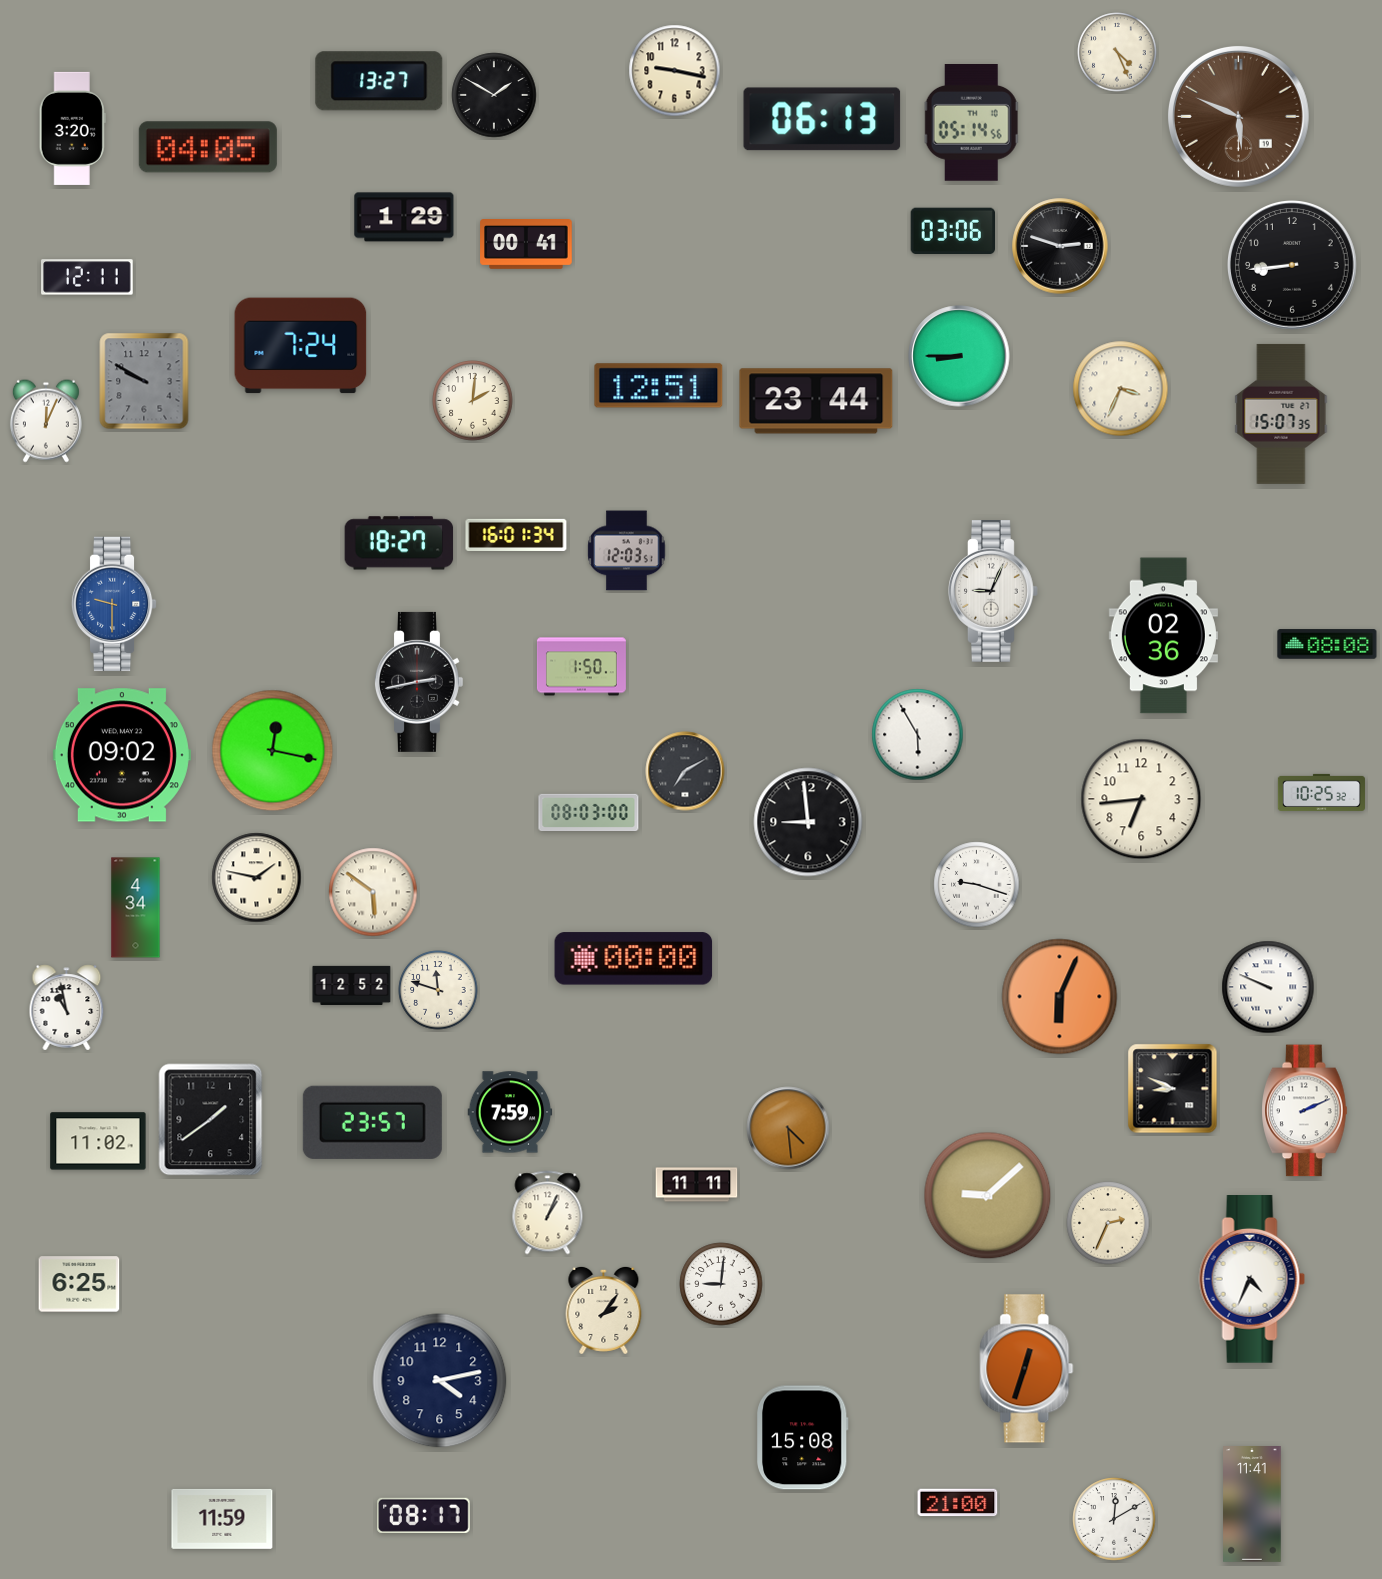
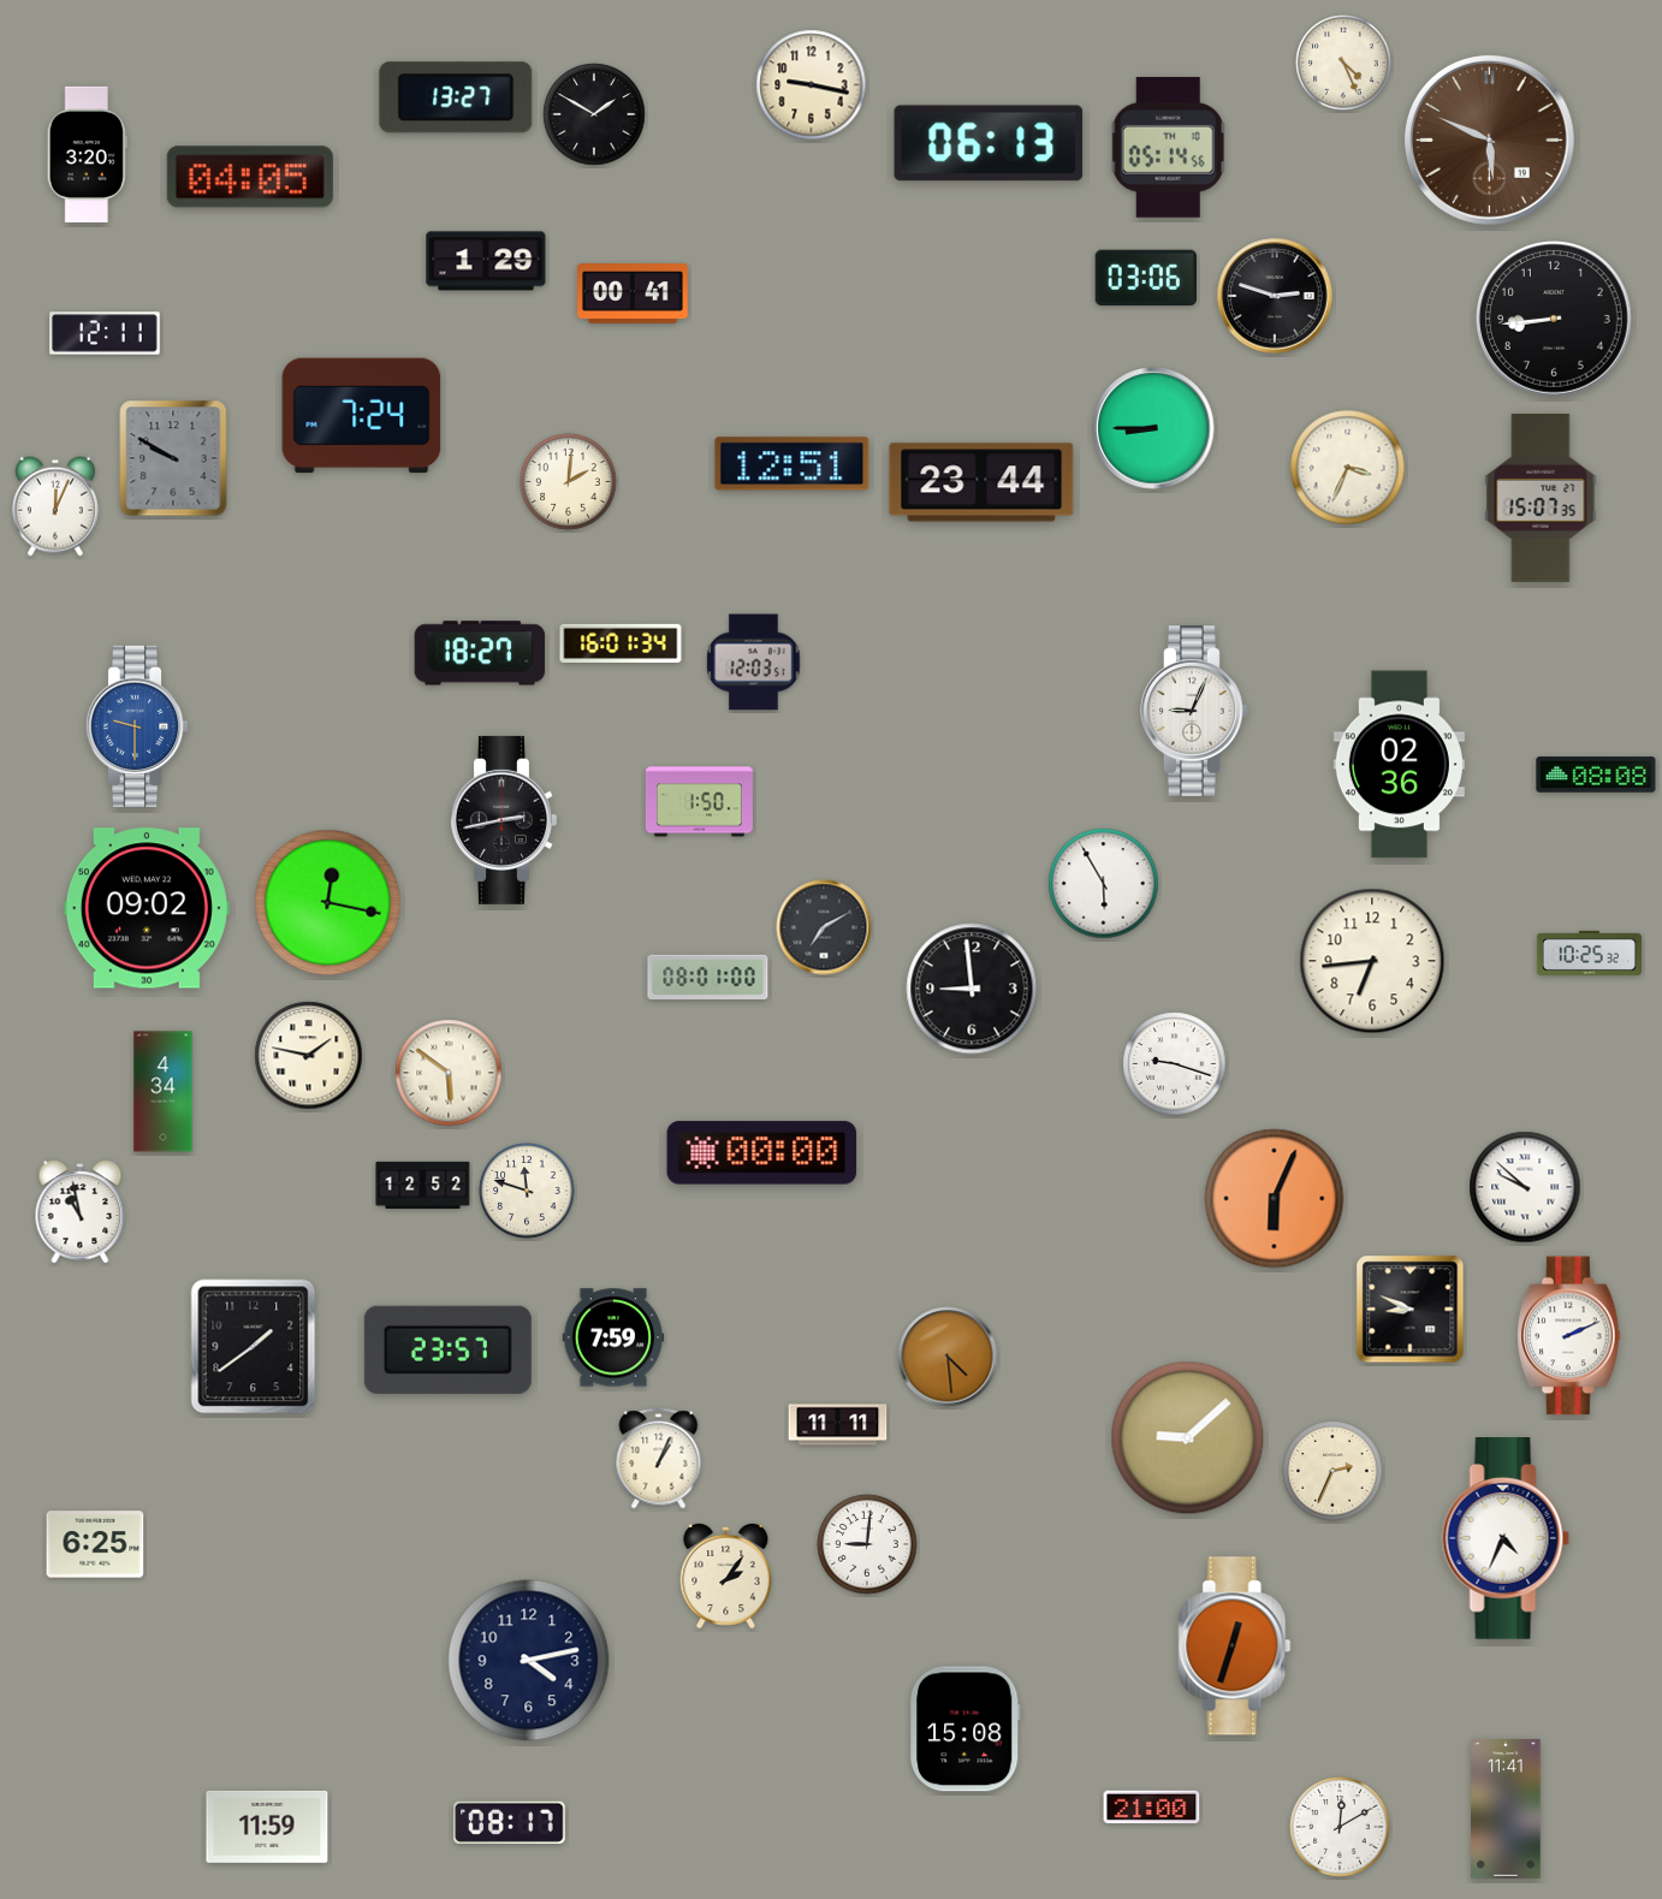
clock at (589, 812): 08:03 -> 08:01
clock at (1268, 987): 9:49 -> 9:52
clock at (98, 1141): 11:02 -> none
